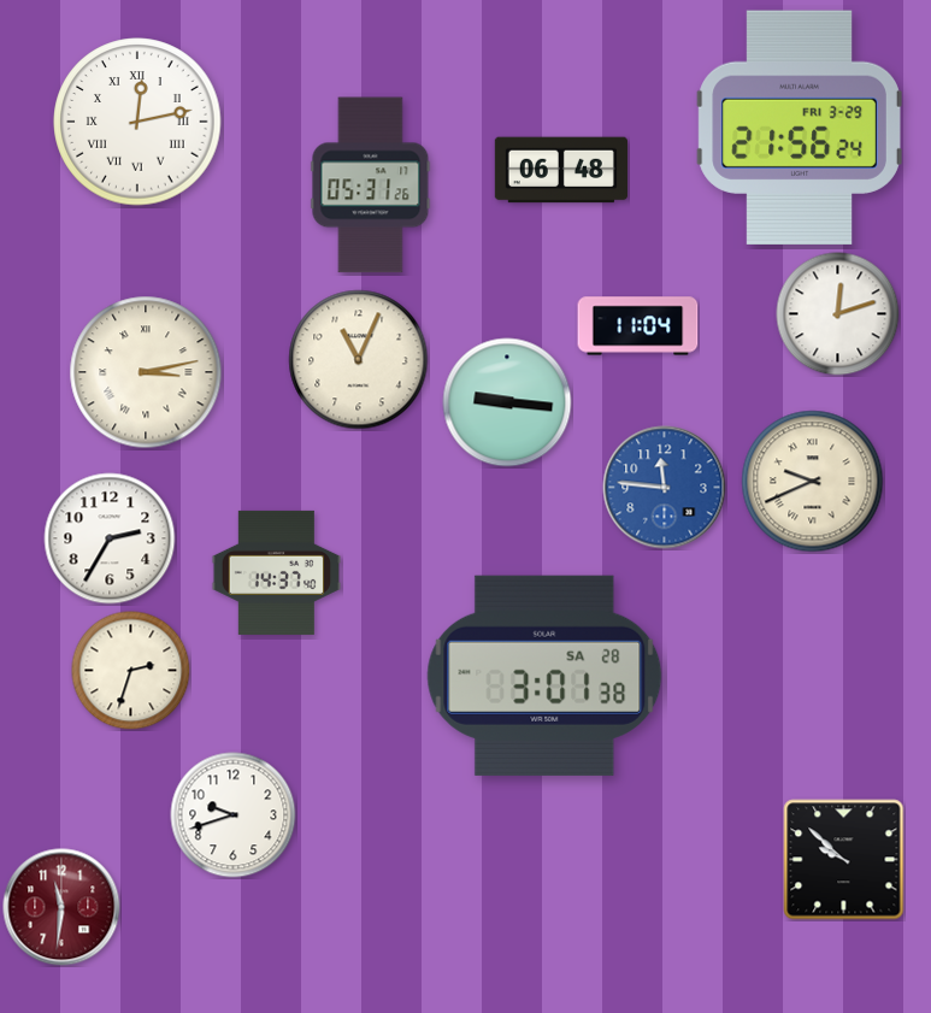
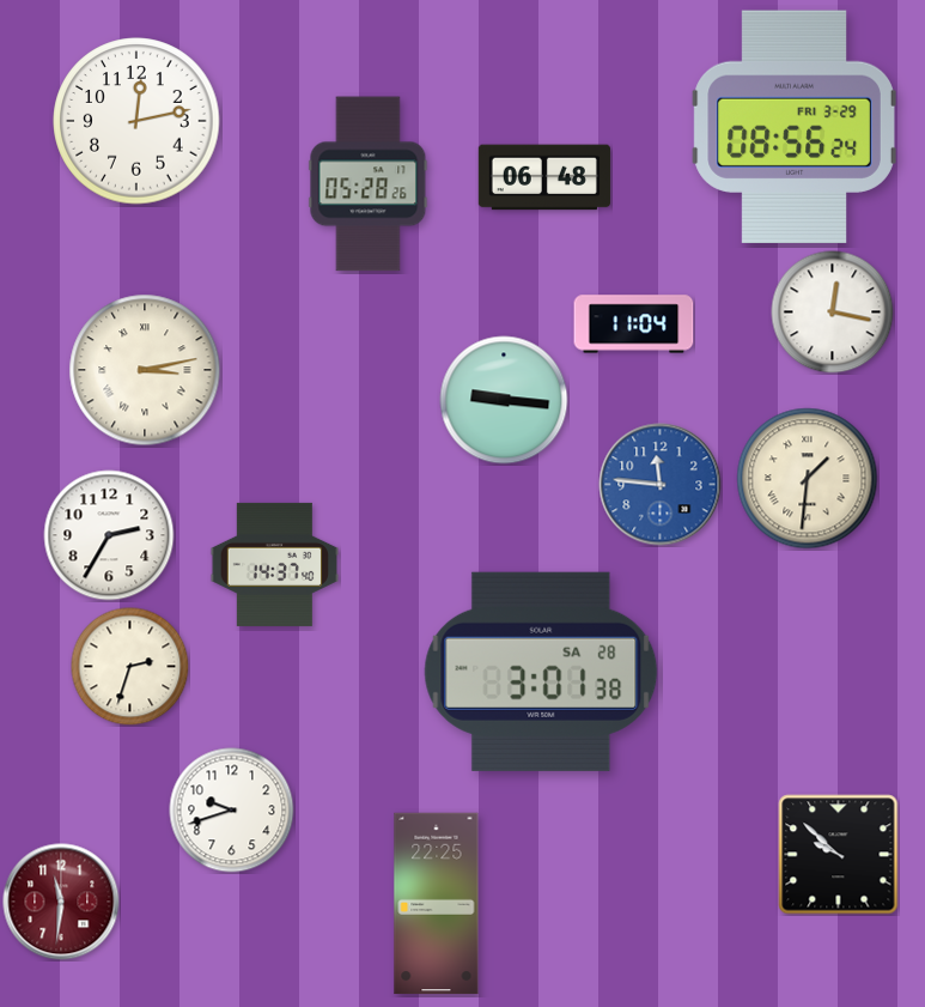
clock at (137, 122) numerals: Roman -> Arabic
clock at (800, 126): 21:56 -> 08:56
clock at (561, 170) position: (561, 170) -> (544, 177)
clock at (371, 185): 05:31 -> 05:28
clock at (838, 314): 12:12 -> 12:17
clock at (359, 360): 11:04 -> none
clock at (813, 482): 9:41 -> 1:31
clock at (277, 572) position: (277, 572) -> (275, 564)
clock at (437, 904): none -> 22:25
